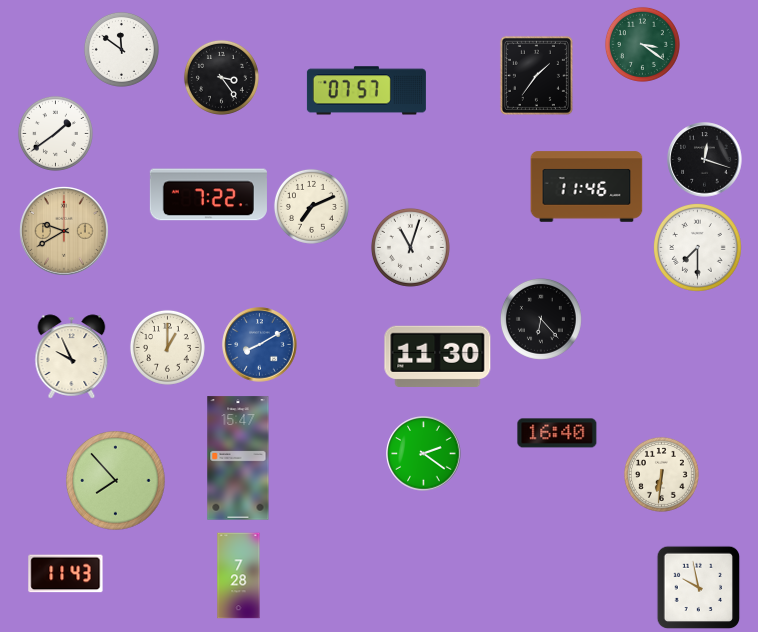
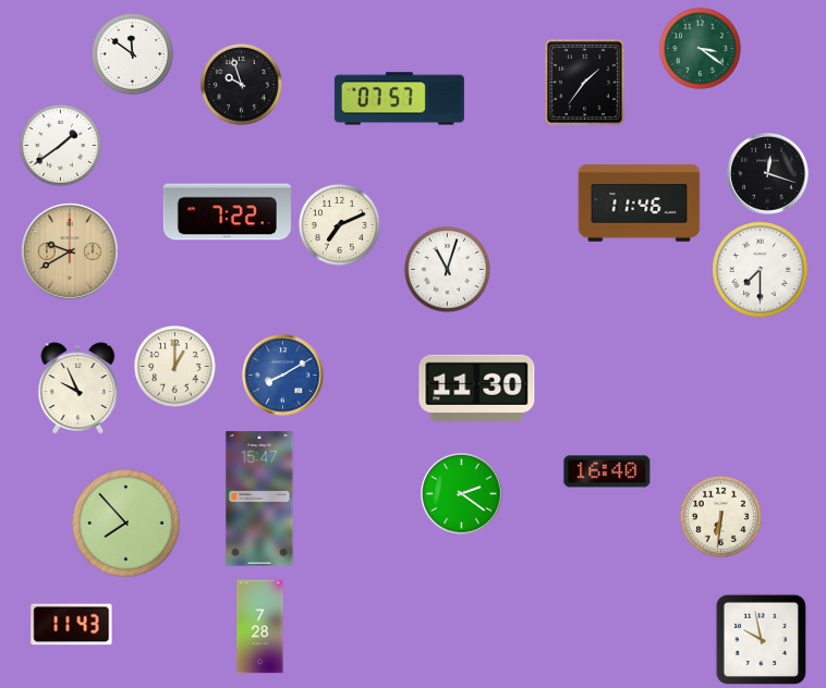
clock at (221, 77): 3:24 -> 9:57
clock at (541, 319): 6:23 -> none
clock at (167, 347) position: (167, 347) -> (174, 366)
